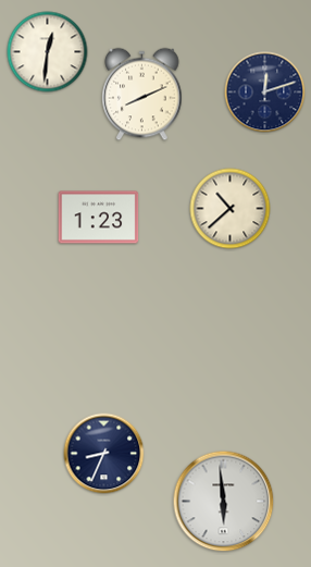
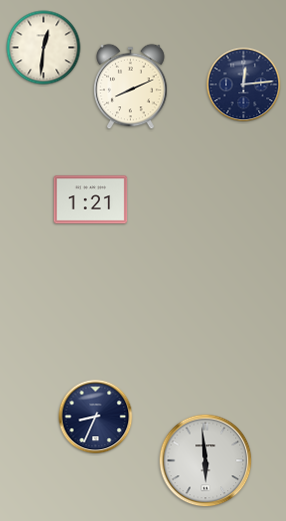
clock at (265, 93): 12:12 -> 12:14
clock at (231, 209): 10:38 -> none
clock at (99, 218): 1:23 -> 1:21
